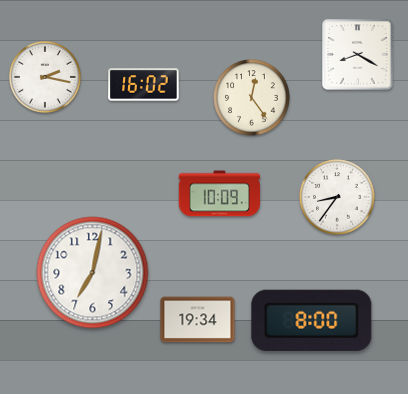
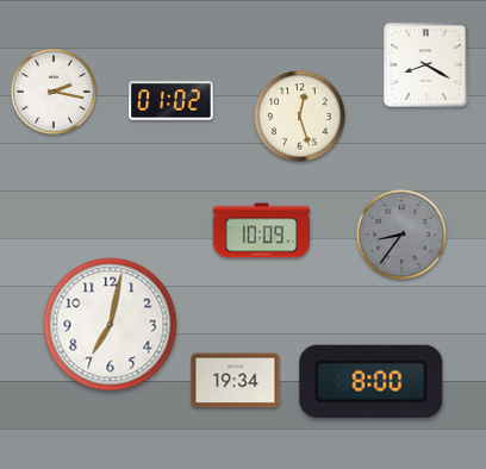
clock at (144, 85): 16:02 -> 01:02
clock at (252, 98): 12:24 -> 12:27
clock at (337, 197) dial: white -> grey
